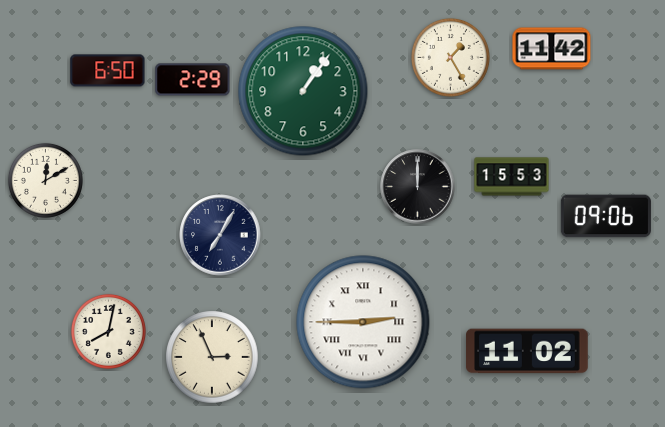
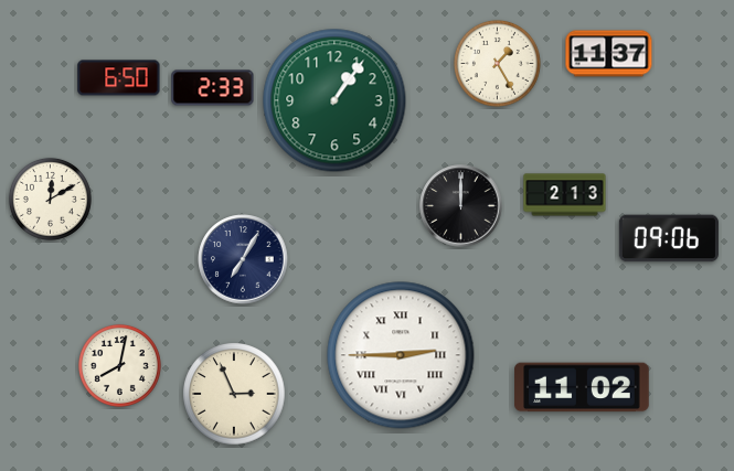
clock at (552, 49): 11:42 -> 11:37
clock at (193, 80): 2:29 -> 2:33
clock at (512, 177): 15:53 -> 2:13
